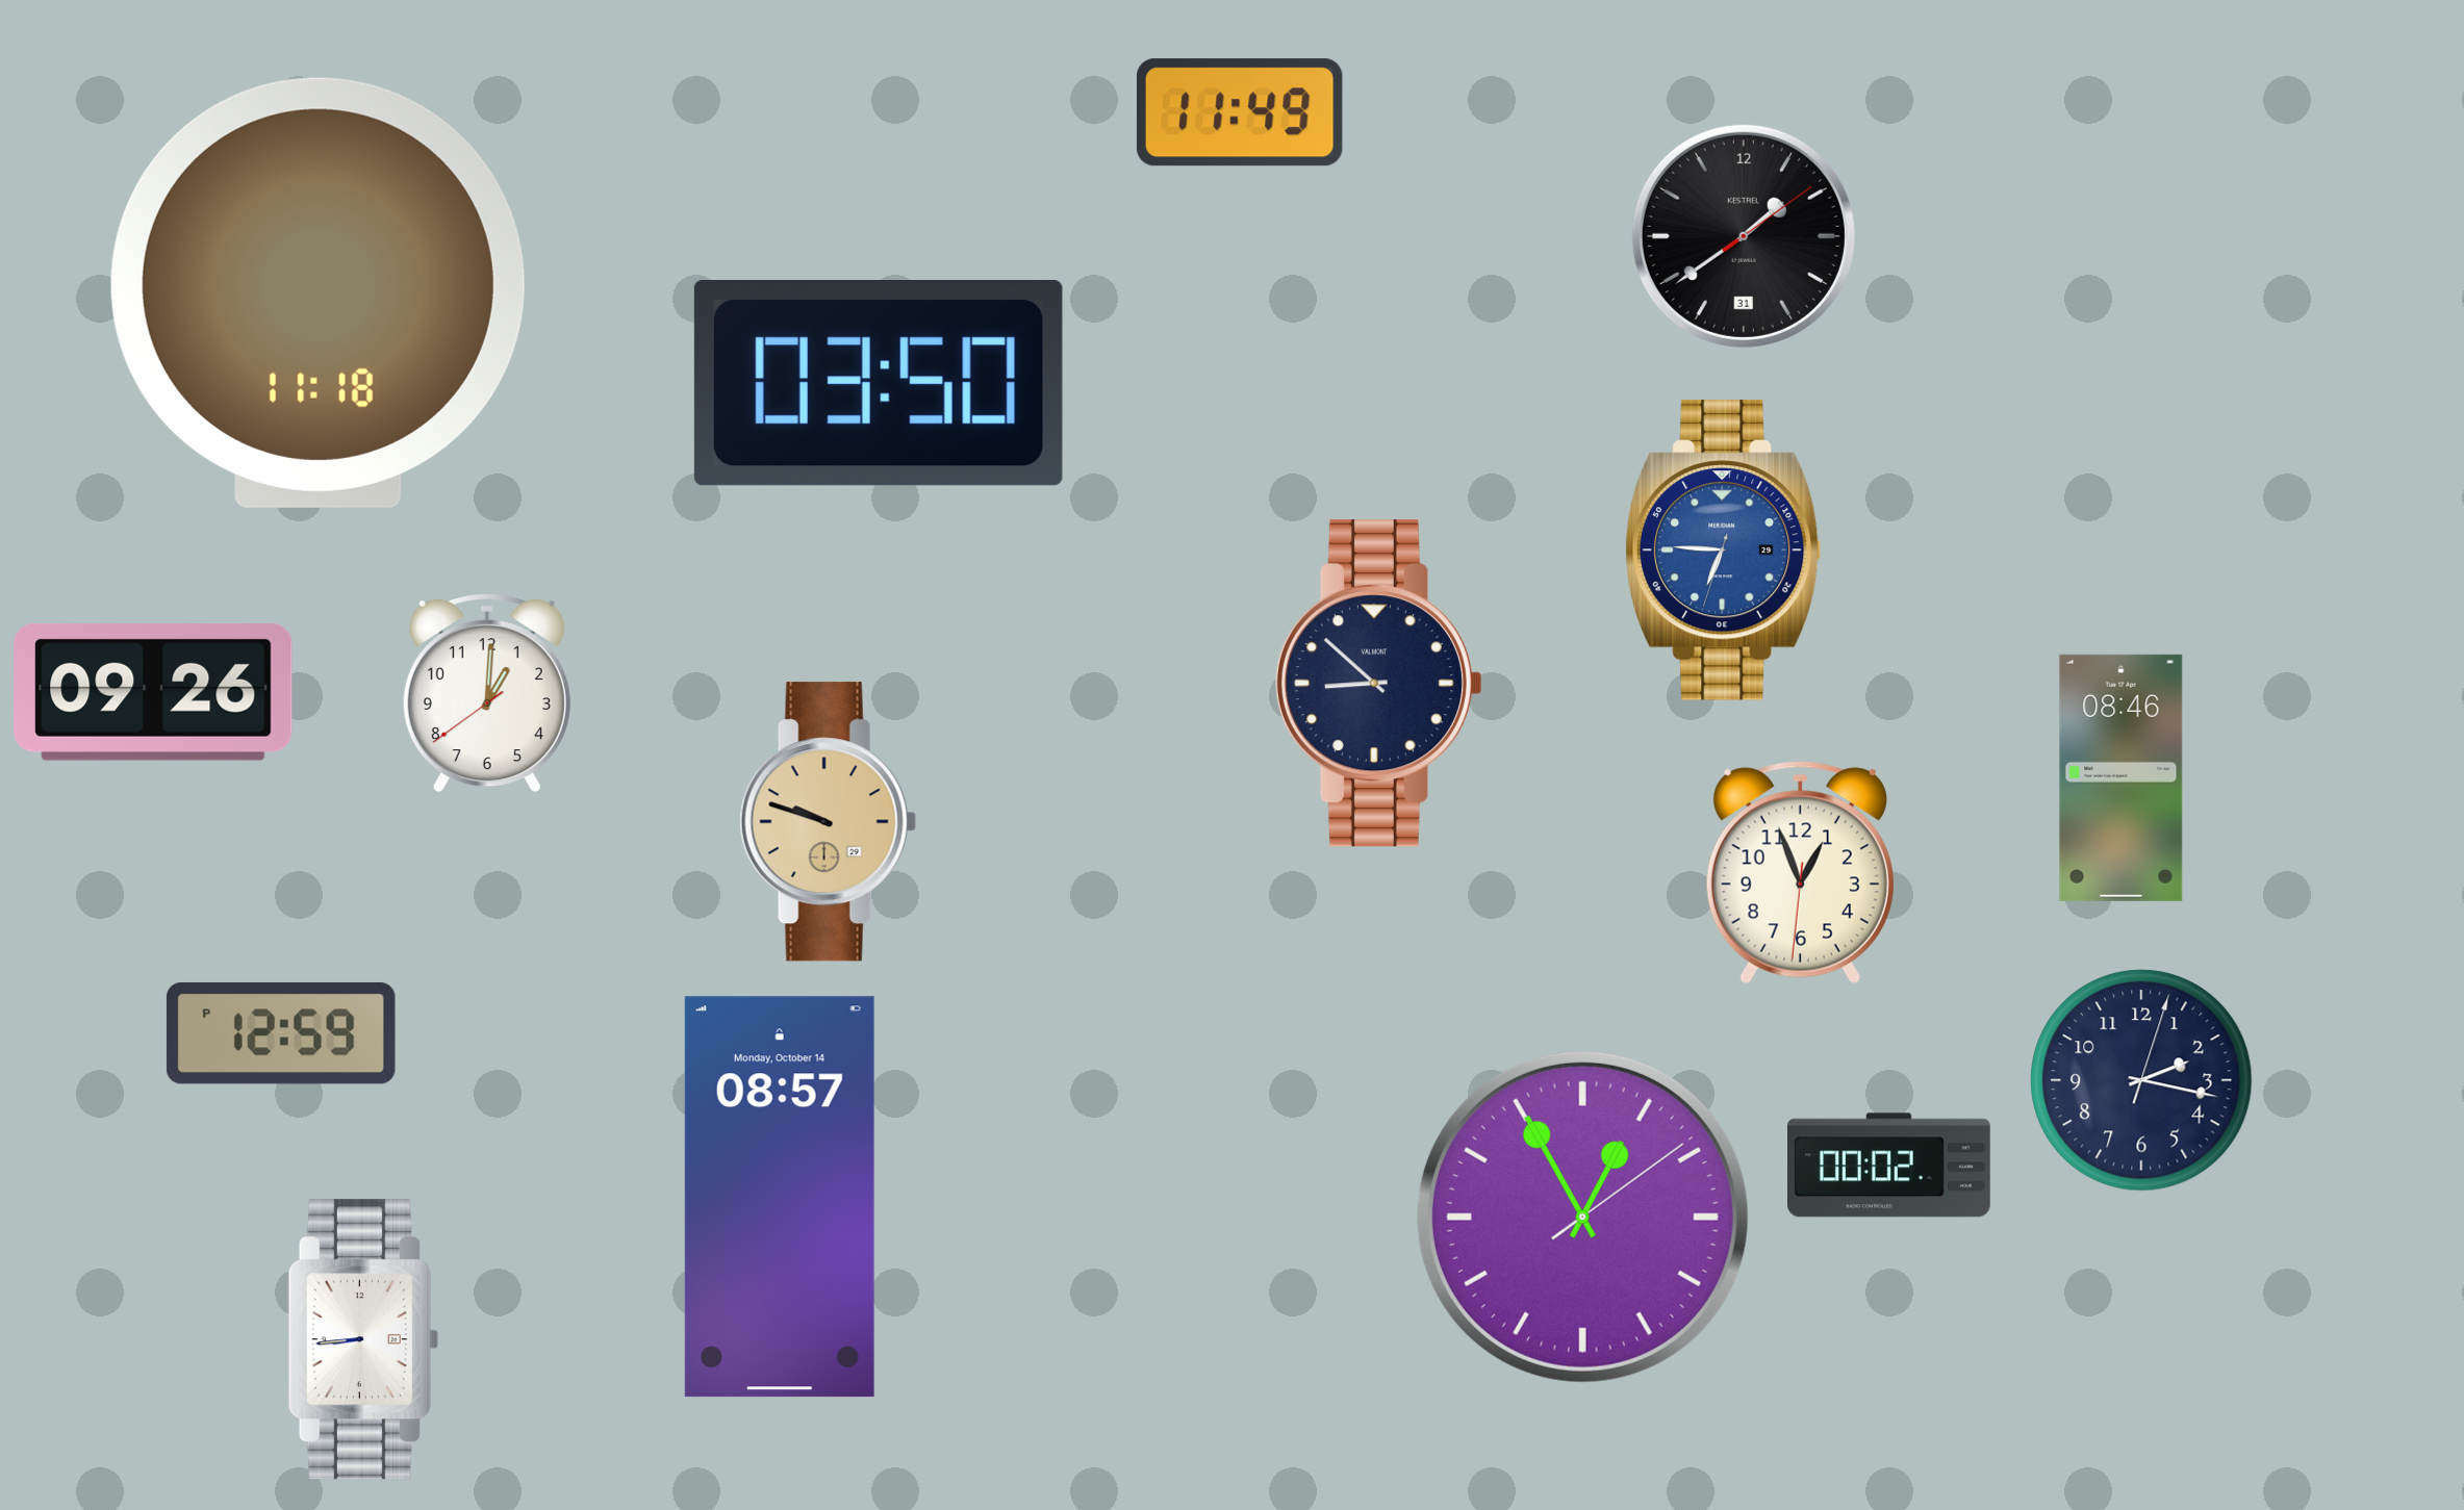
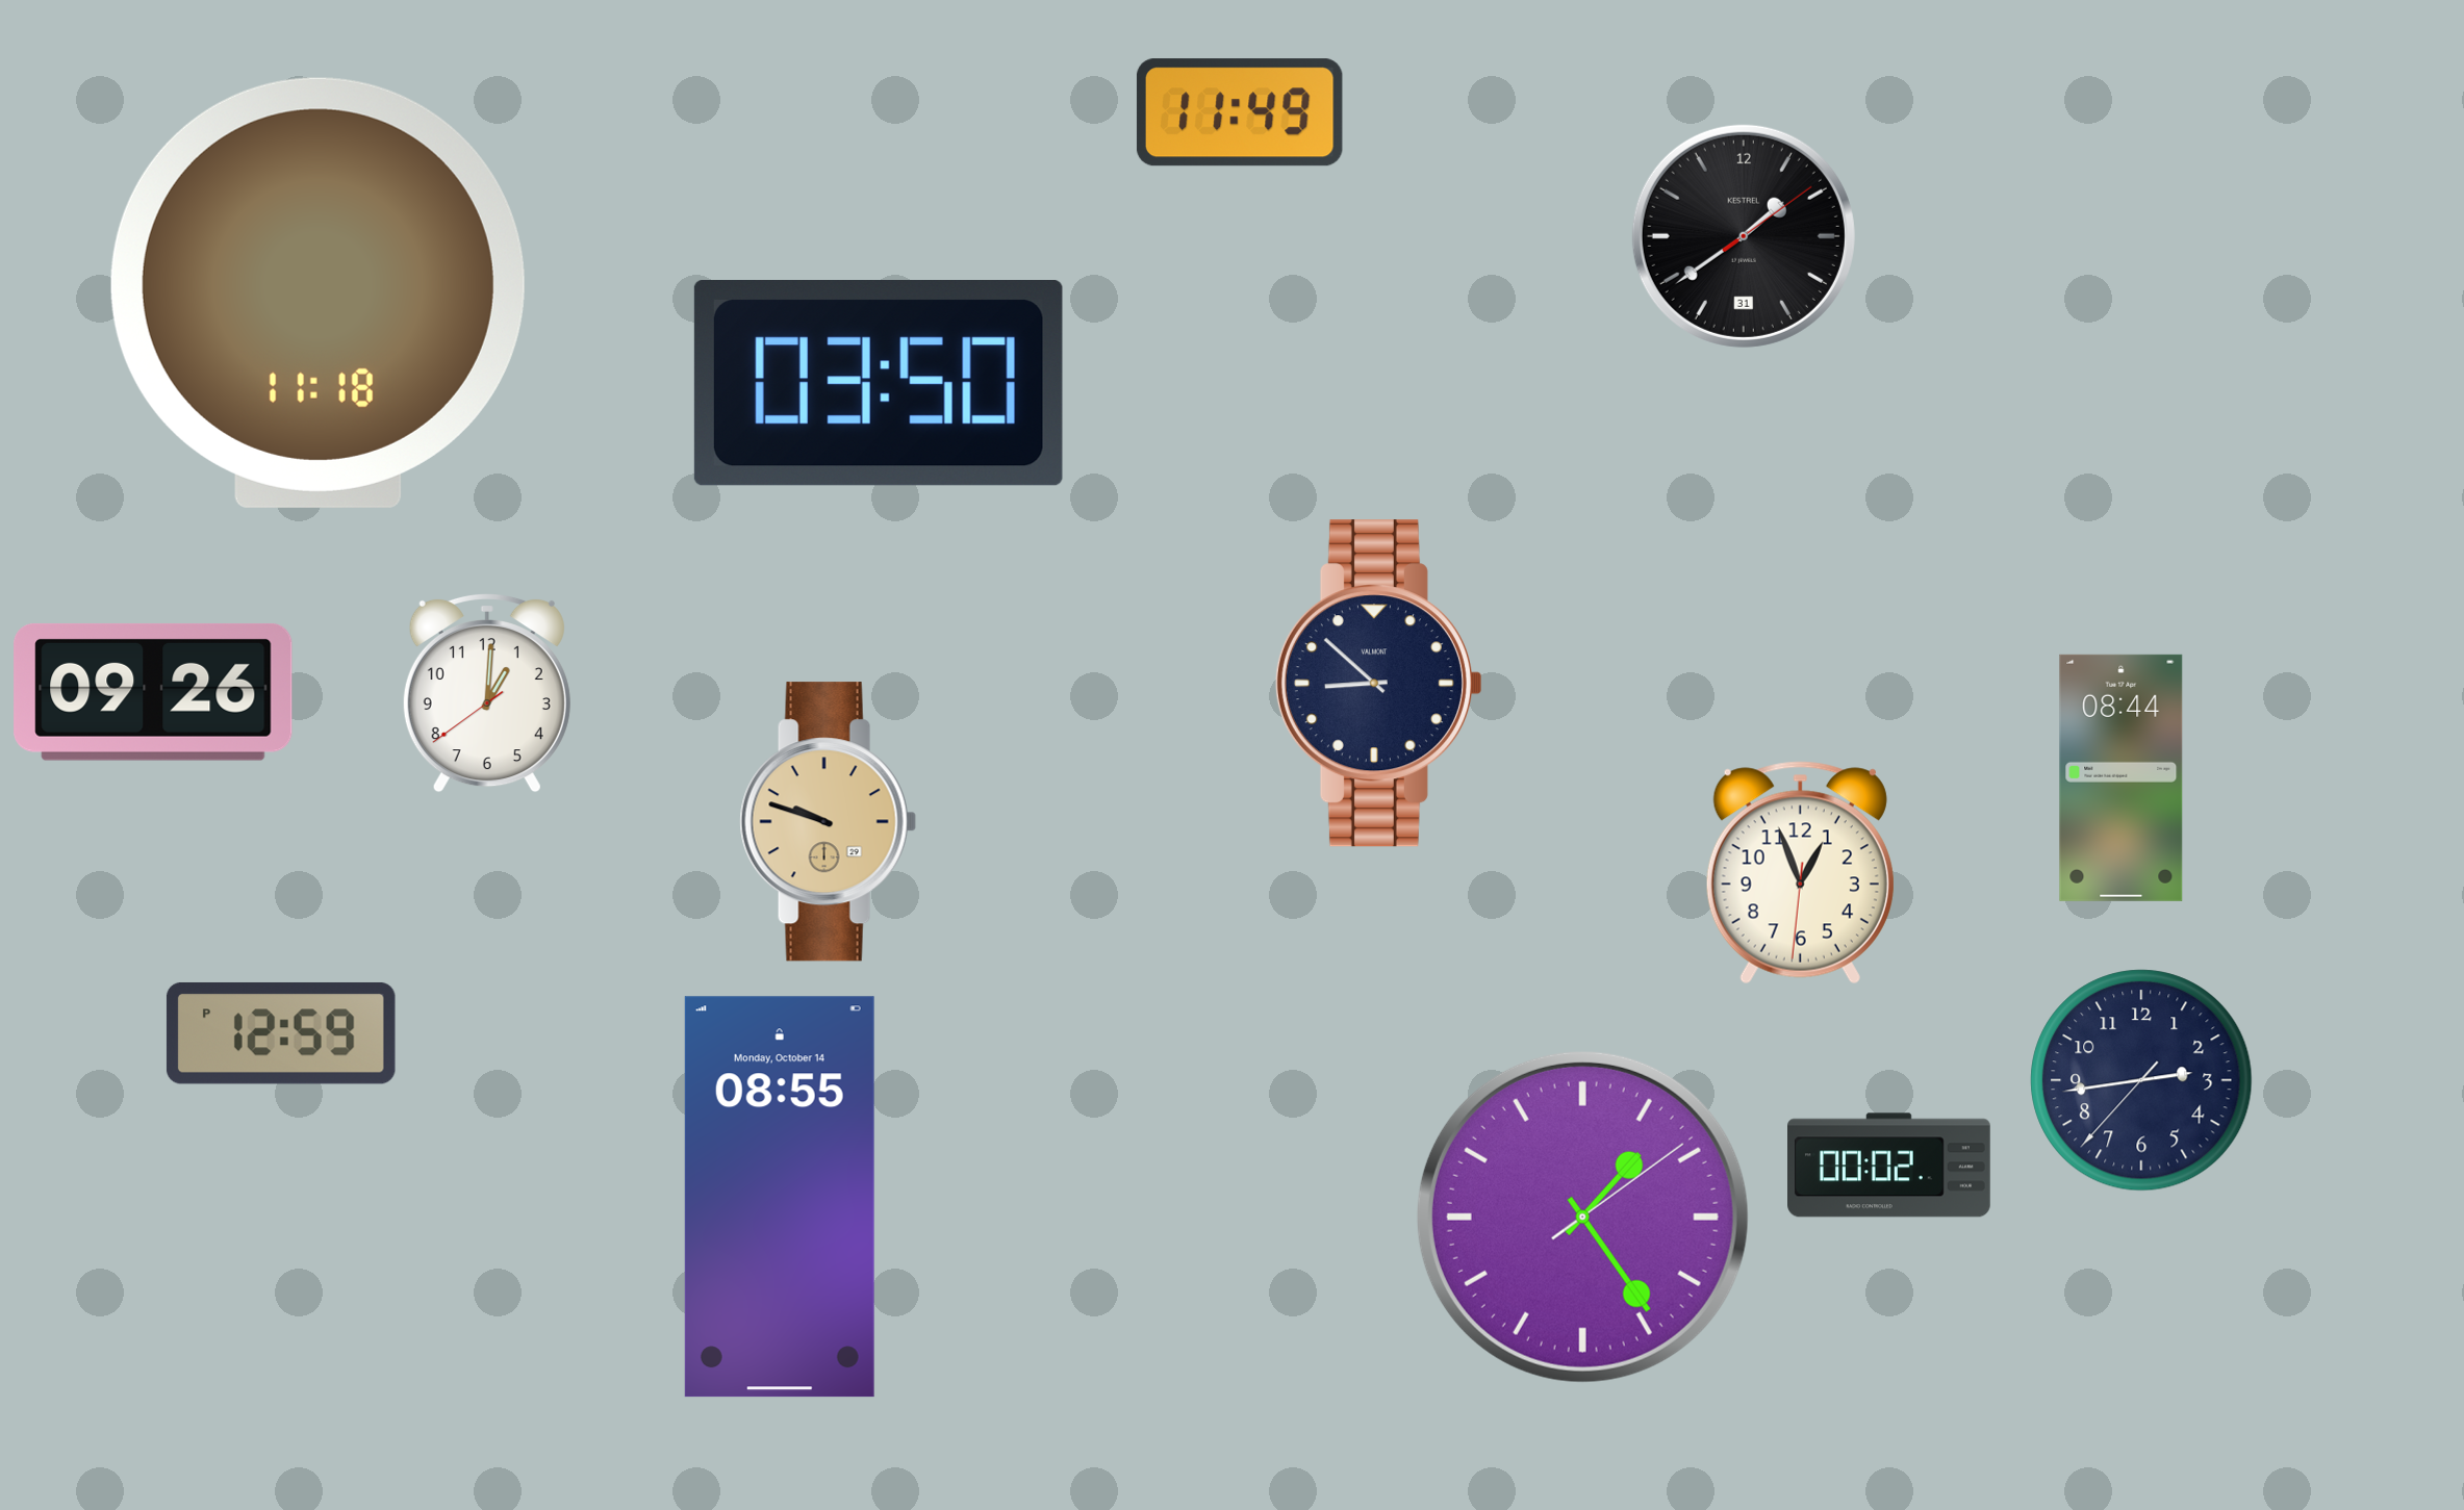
clock at (1723, 551): 6:45 -> none
clock at (2122, 777): 08:46 -> 08:44
clock at (2141, 1080): 2:17 -> 2:43
clock at (780, 1197): 08:57 -> 08:55
clock at (1582, 1217): 12:55 -> 1:24
clock at (363, 1339): 8:44 -> none
